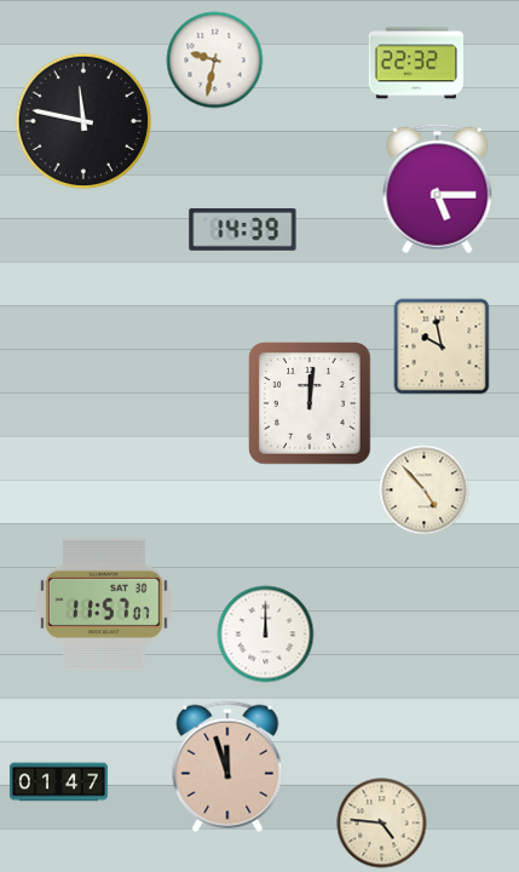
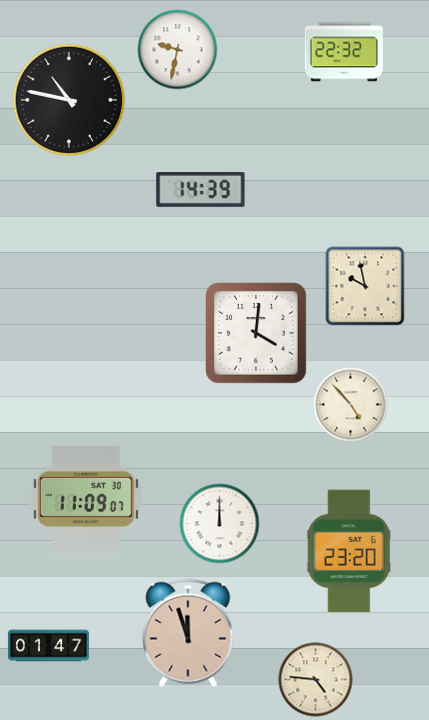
clock at (83, 121): 11:47 -> 10:47
clock at (438, 189): 5:15 -> none
clock at (311, 405): 12:01 -> 4:01
clock at (104, 604): 11:57 -> 11:09
clock at (349, 551): none -> 23:20
